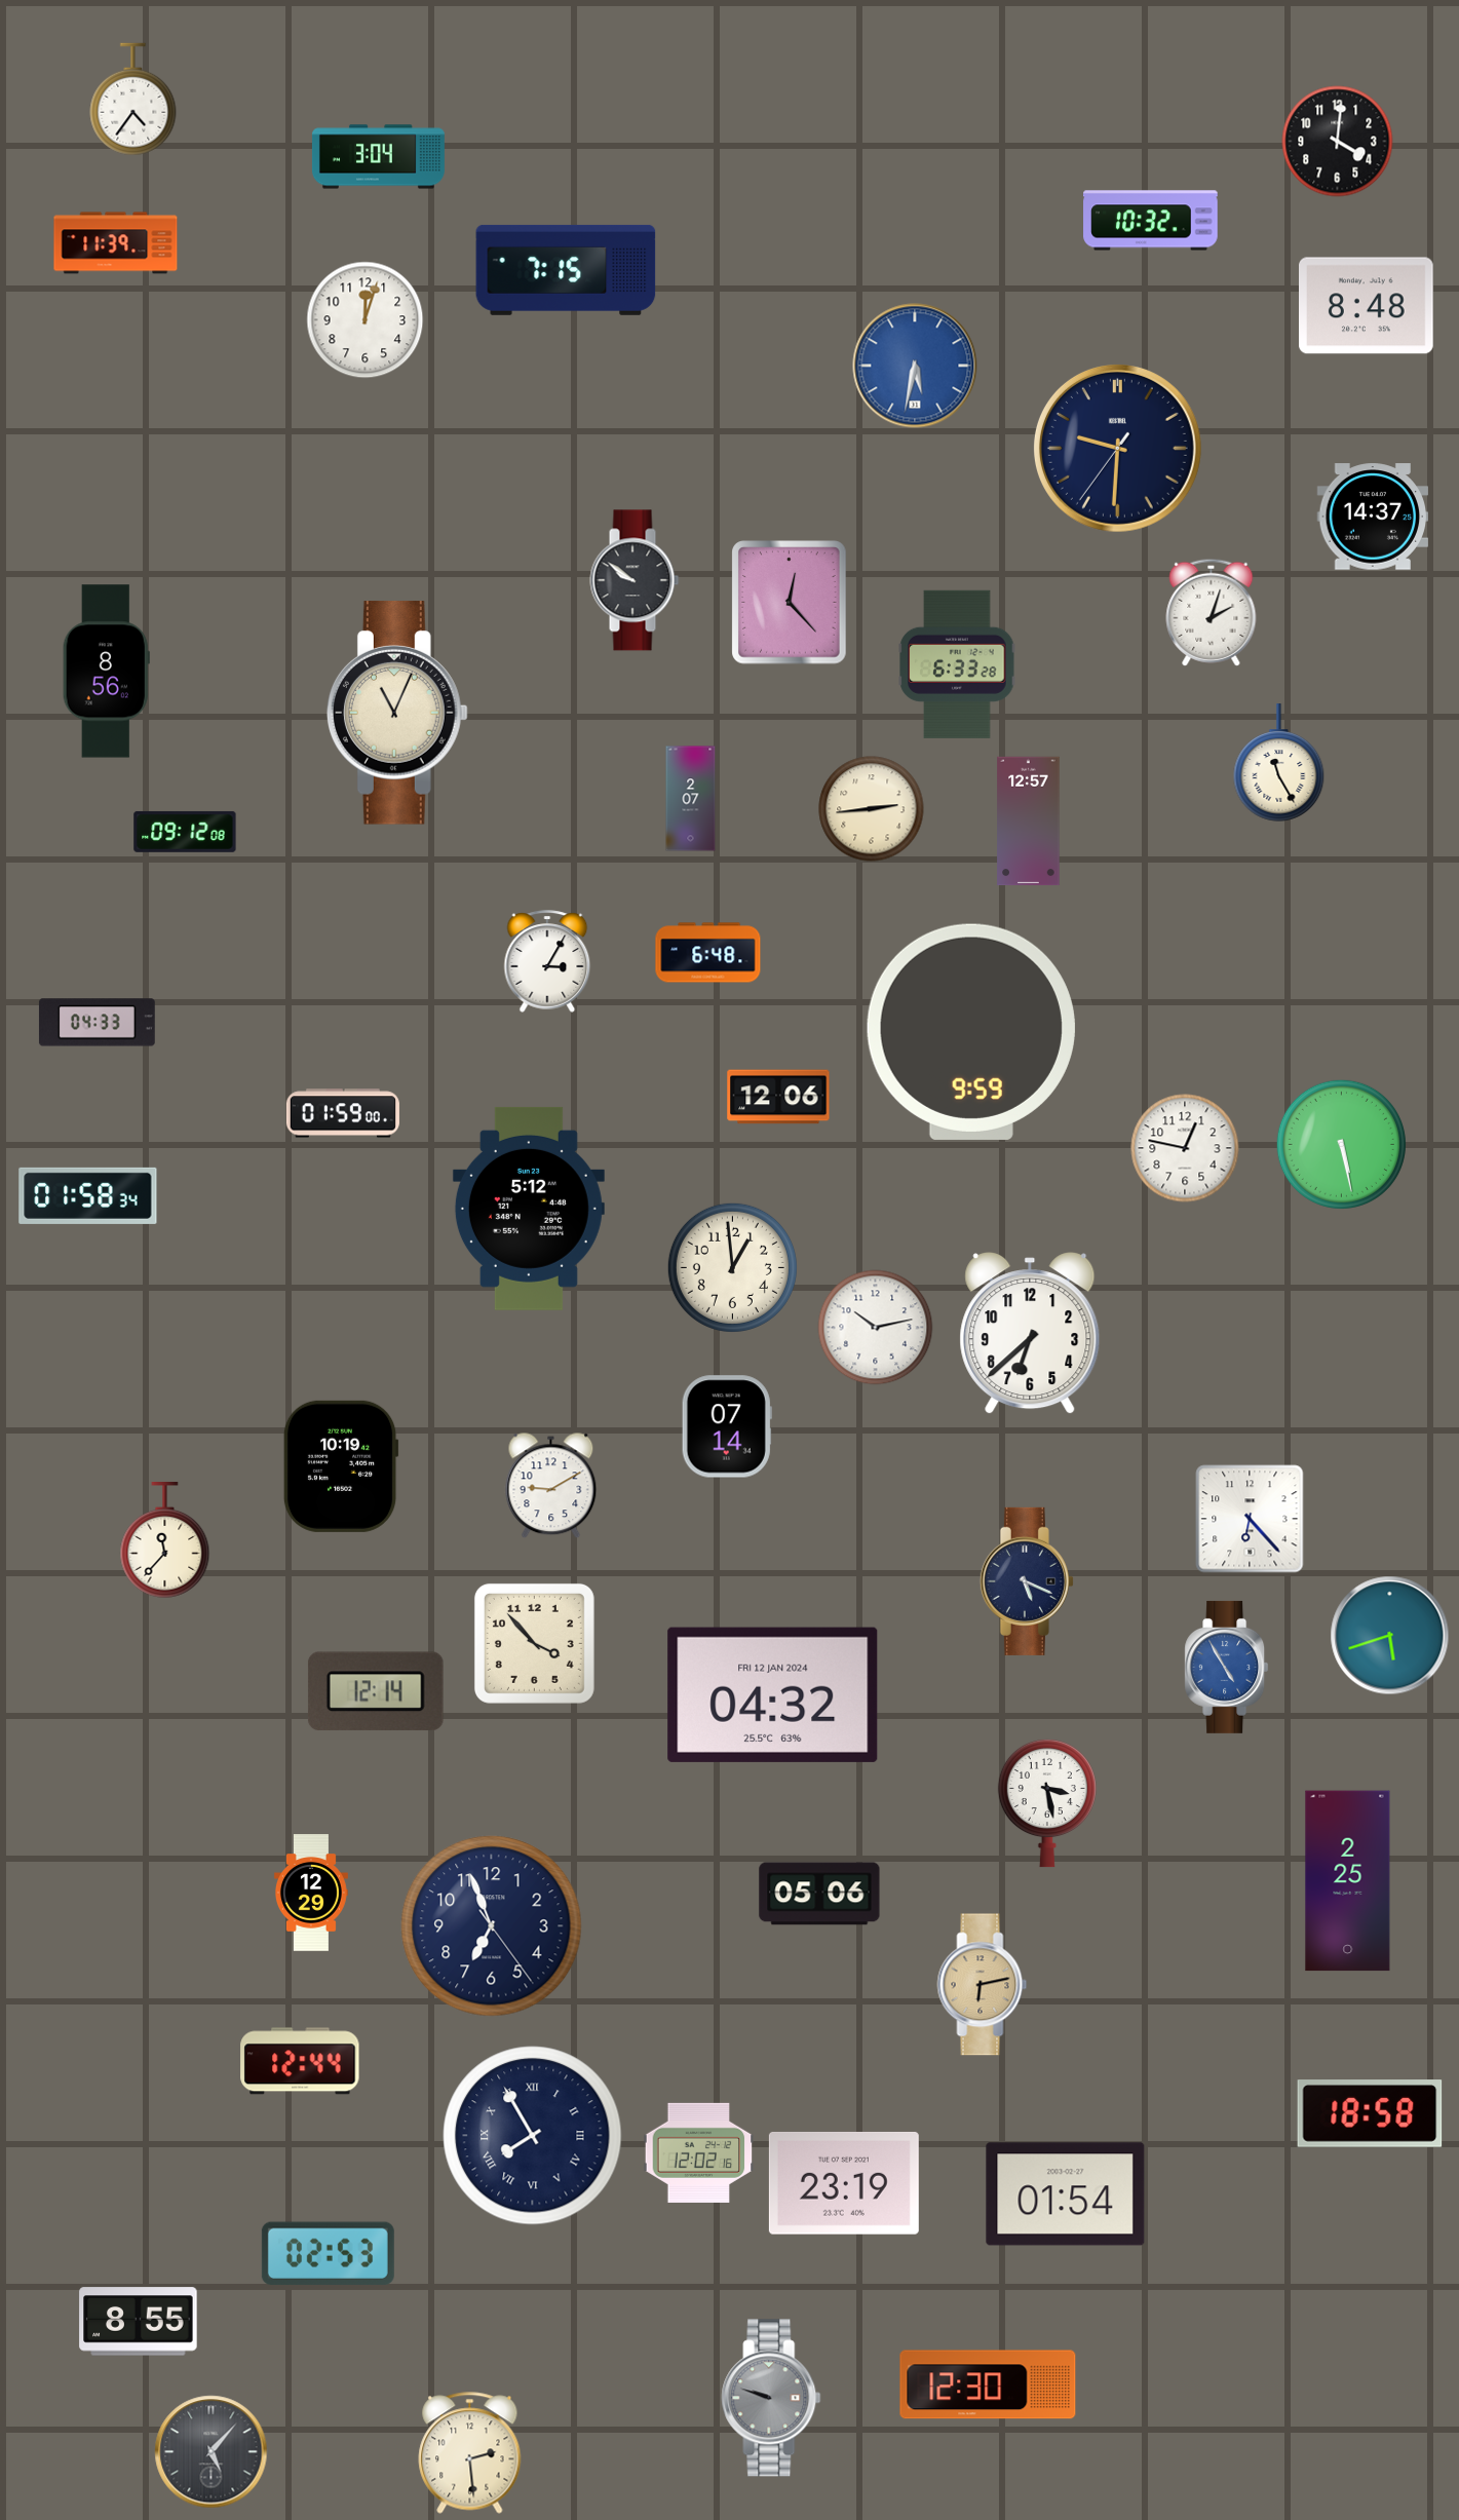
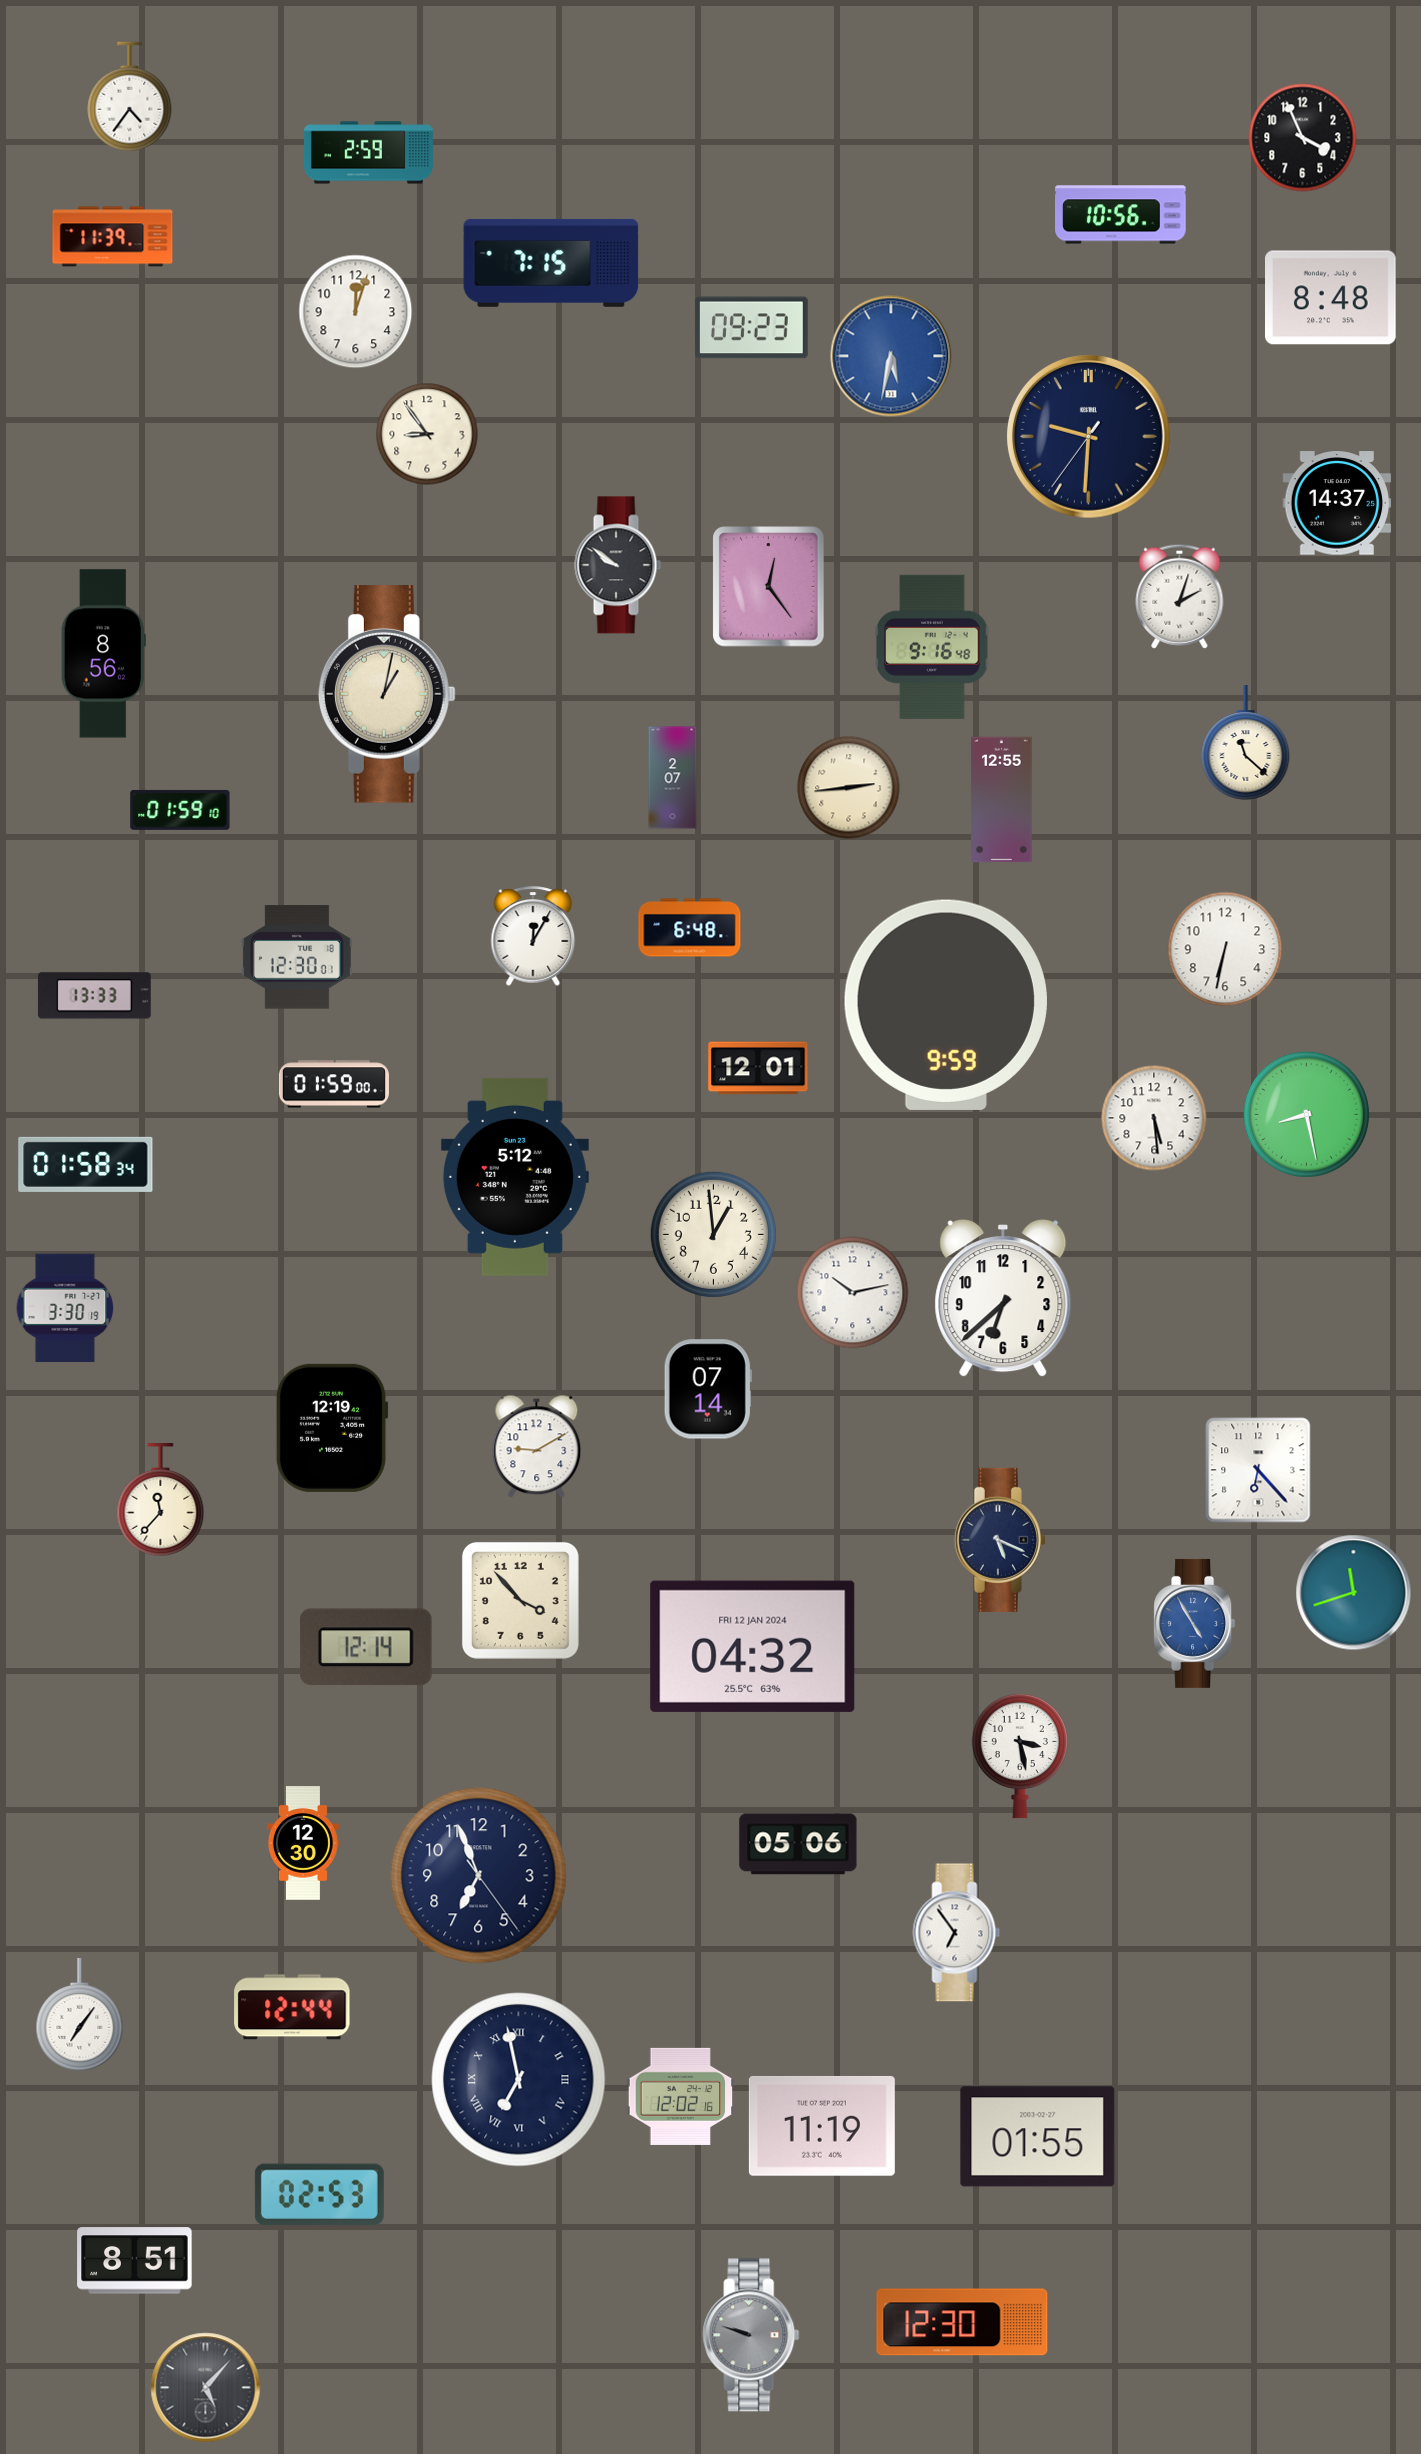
clock at (1338, 142): 4:01 -> 3:56
clock at (378, 157): 3:04 -> 2:59
clock at (1151, 221): 10:32 -> 10:56
clock at (751, 328): none -> 09:23
clock at (427, 434): none -> 8:54
clock at (790, 603): 12:23 -> 12:24
clock at (957, 664): 6:33 -> 9:16
clock at (397, 713): 11:04 -> 1:02
clock at (1279, 763): 11:25 -> 11:22
clock at (1029, 822): 12:57 -> 12:55
clock at (185, 832): 09:12 -> 01:59
clock at (547, 961): 3:05 -> 12:05
clock at (1225, 949): none -> 6:32
clock at (297, 957): none -> 12:30
clock at (97, 1023): 04:33 -> 13:33
clock at (778, 1097): 12:06 -> 12:01
clock at (1341, 1144): 5:28 -> 8:28
clock at (1185, 1148): 12:47 -> 5:29
clock at (65, 1308): none -> 3:30
clock at (341, 1466): 10:19 -> 12:19
clock at (1250, 1519) position: (1250, 1519) -> (1258, 1470)
clock at (1390, 1636): 5:42 -> 11:42
clock at (773, 1694) position: (773, 1694) -> (753, 1646)
clock at (1348, 1881): 2:25 -> none
clock at (311, 1893): 12:29 -> 12:30
clock at (983, 1985): 6:13 -> 6:54
clock at (983, 1985) dial: champagne -> white
clock at (80, 2015): none -> 7:06
clock at (1370, 2113): 18:58 -> none
clock at (533, 2136): 7:55 -> 6:58
clock at (844, 2183): 23:19 -> 11:19
clock at (1066, 2194): 01:54 -> 01:55
clock at (139, 2322): 8:55 -> 8:51
clock at (470, 2453): 2:29 -> none
